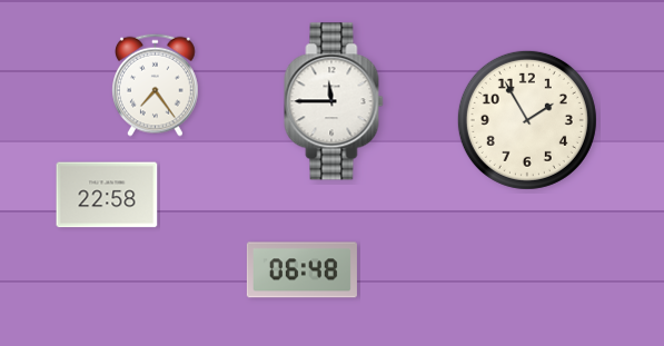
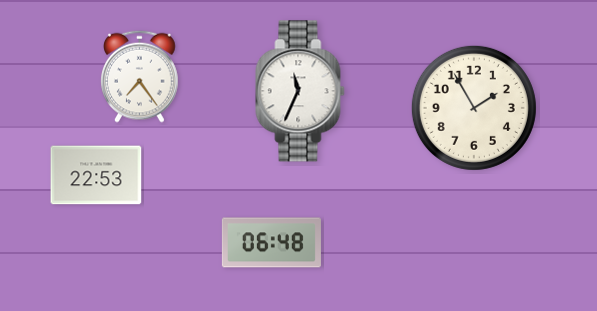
clock at (334, 101): 11:45 -> 11:34
clock at (107, 195): 22:58 -> 22:53
